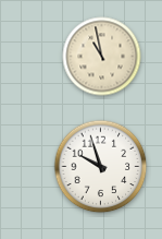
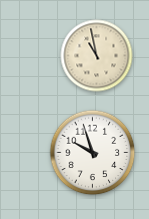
clock at (102, 57) position: (102, 57) -> (97, 56)
